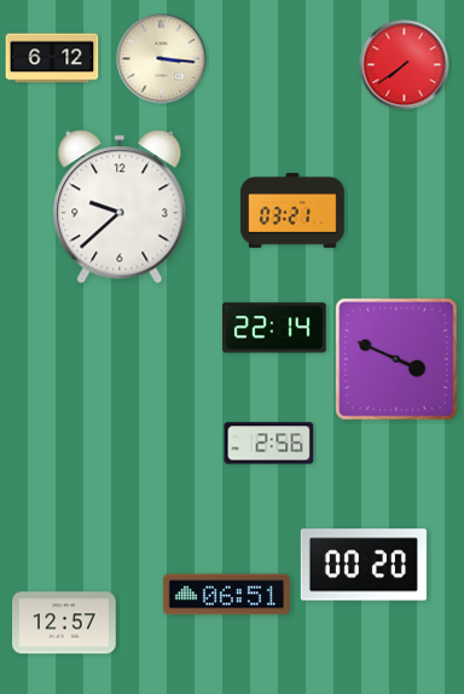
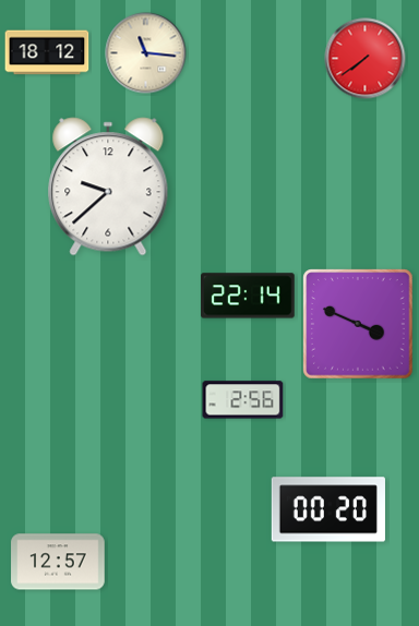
clock at (52, 58): 6:12 -> 18:12
clock at (162, 59): 3:16 -> 11:16
clock at (292, 210): 03:21 -> none
clock at (226, 595): 06:51 -> none
